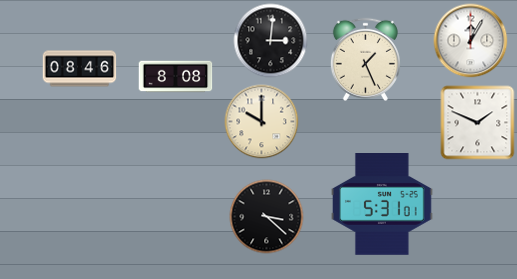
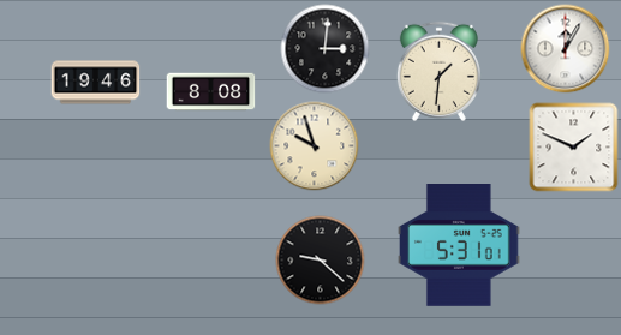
clock at (365, 59): 1:26 -> 1:31
clock at (80, 69): 08:46 -> 19:46
clock at (262, 122): 10:00 -> 9:57
clock at (267, 217): 3:22 -> 9:22
